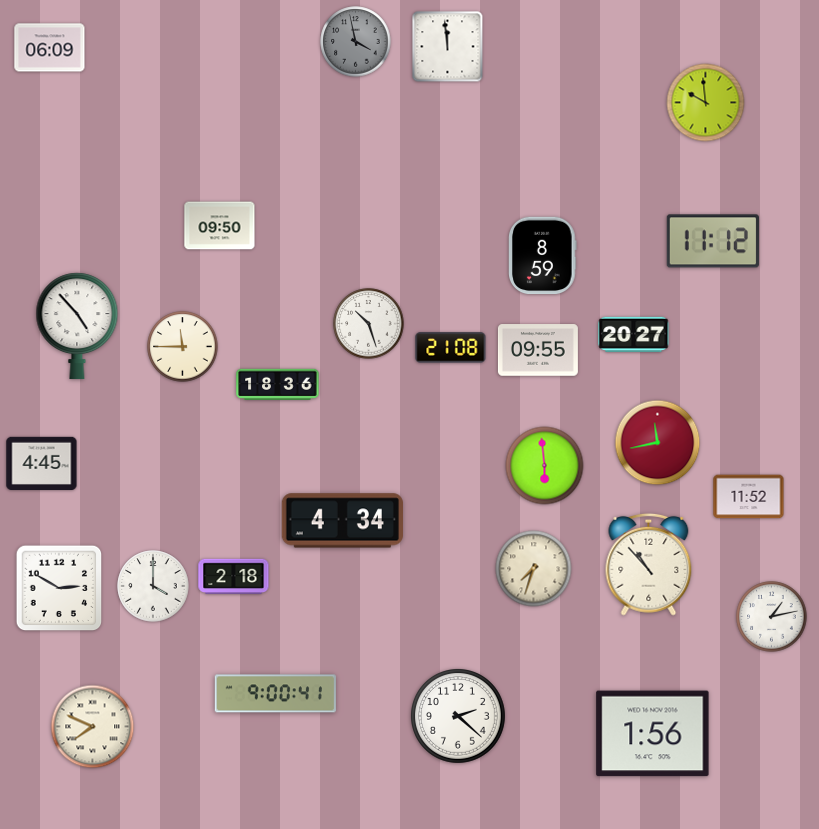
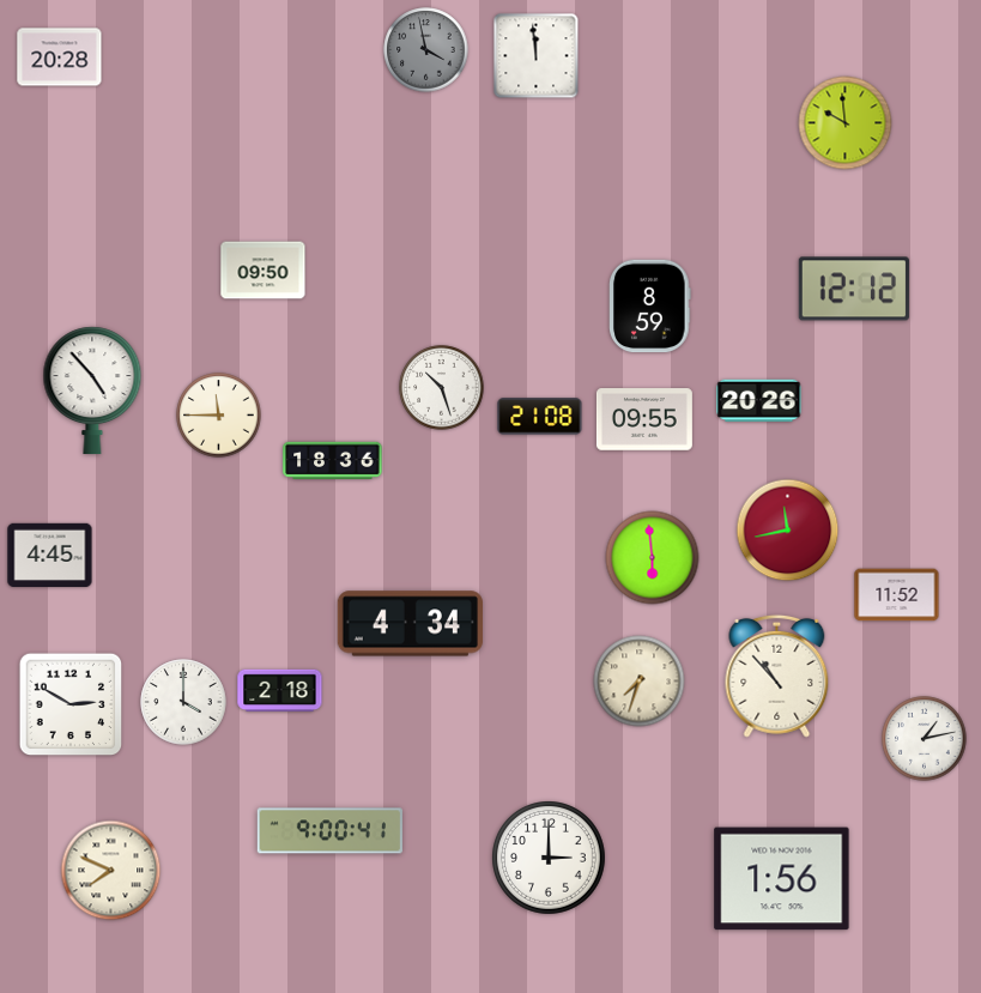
clock at (50, 48): 06:09 -> 20:28
clock at (713, 241): 11:12 -> 12:12
clock at (634, 335): 20:27 -> 20:26
clock at (459, 717): 2:22 -> 3:00
